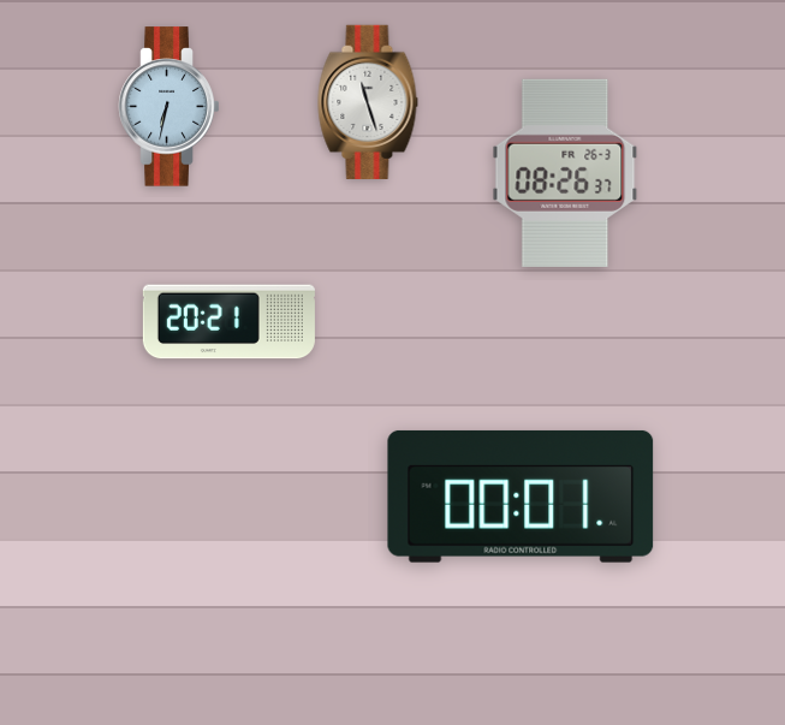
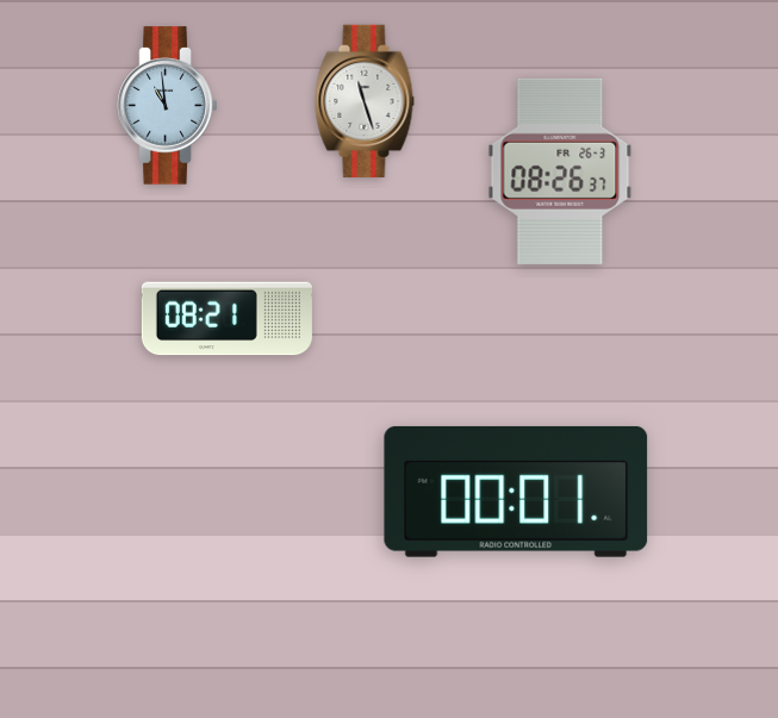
clock at (170, 107): 6:32 -> 10:59
clock at (228, 322): 20:21 -> 08:21
